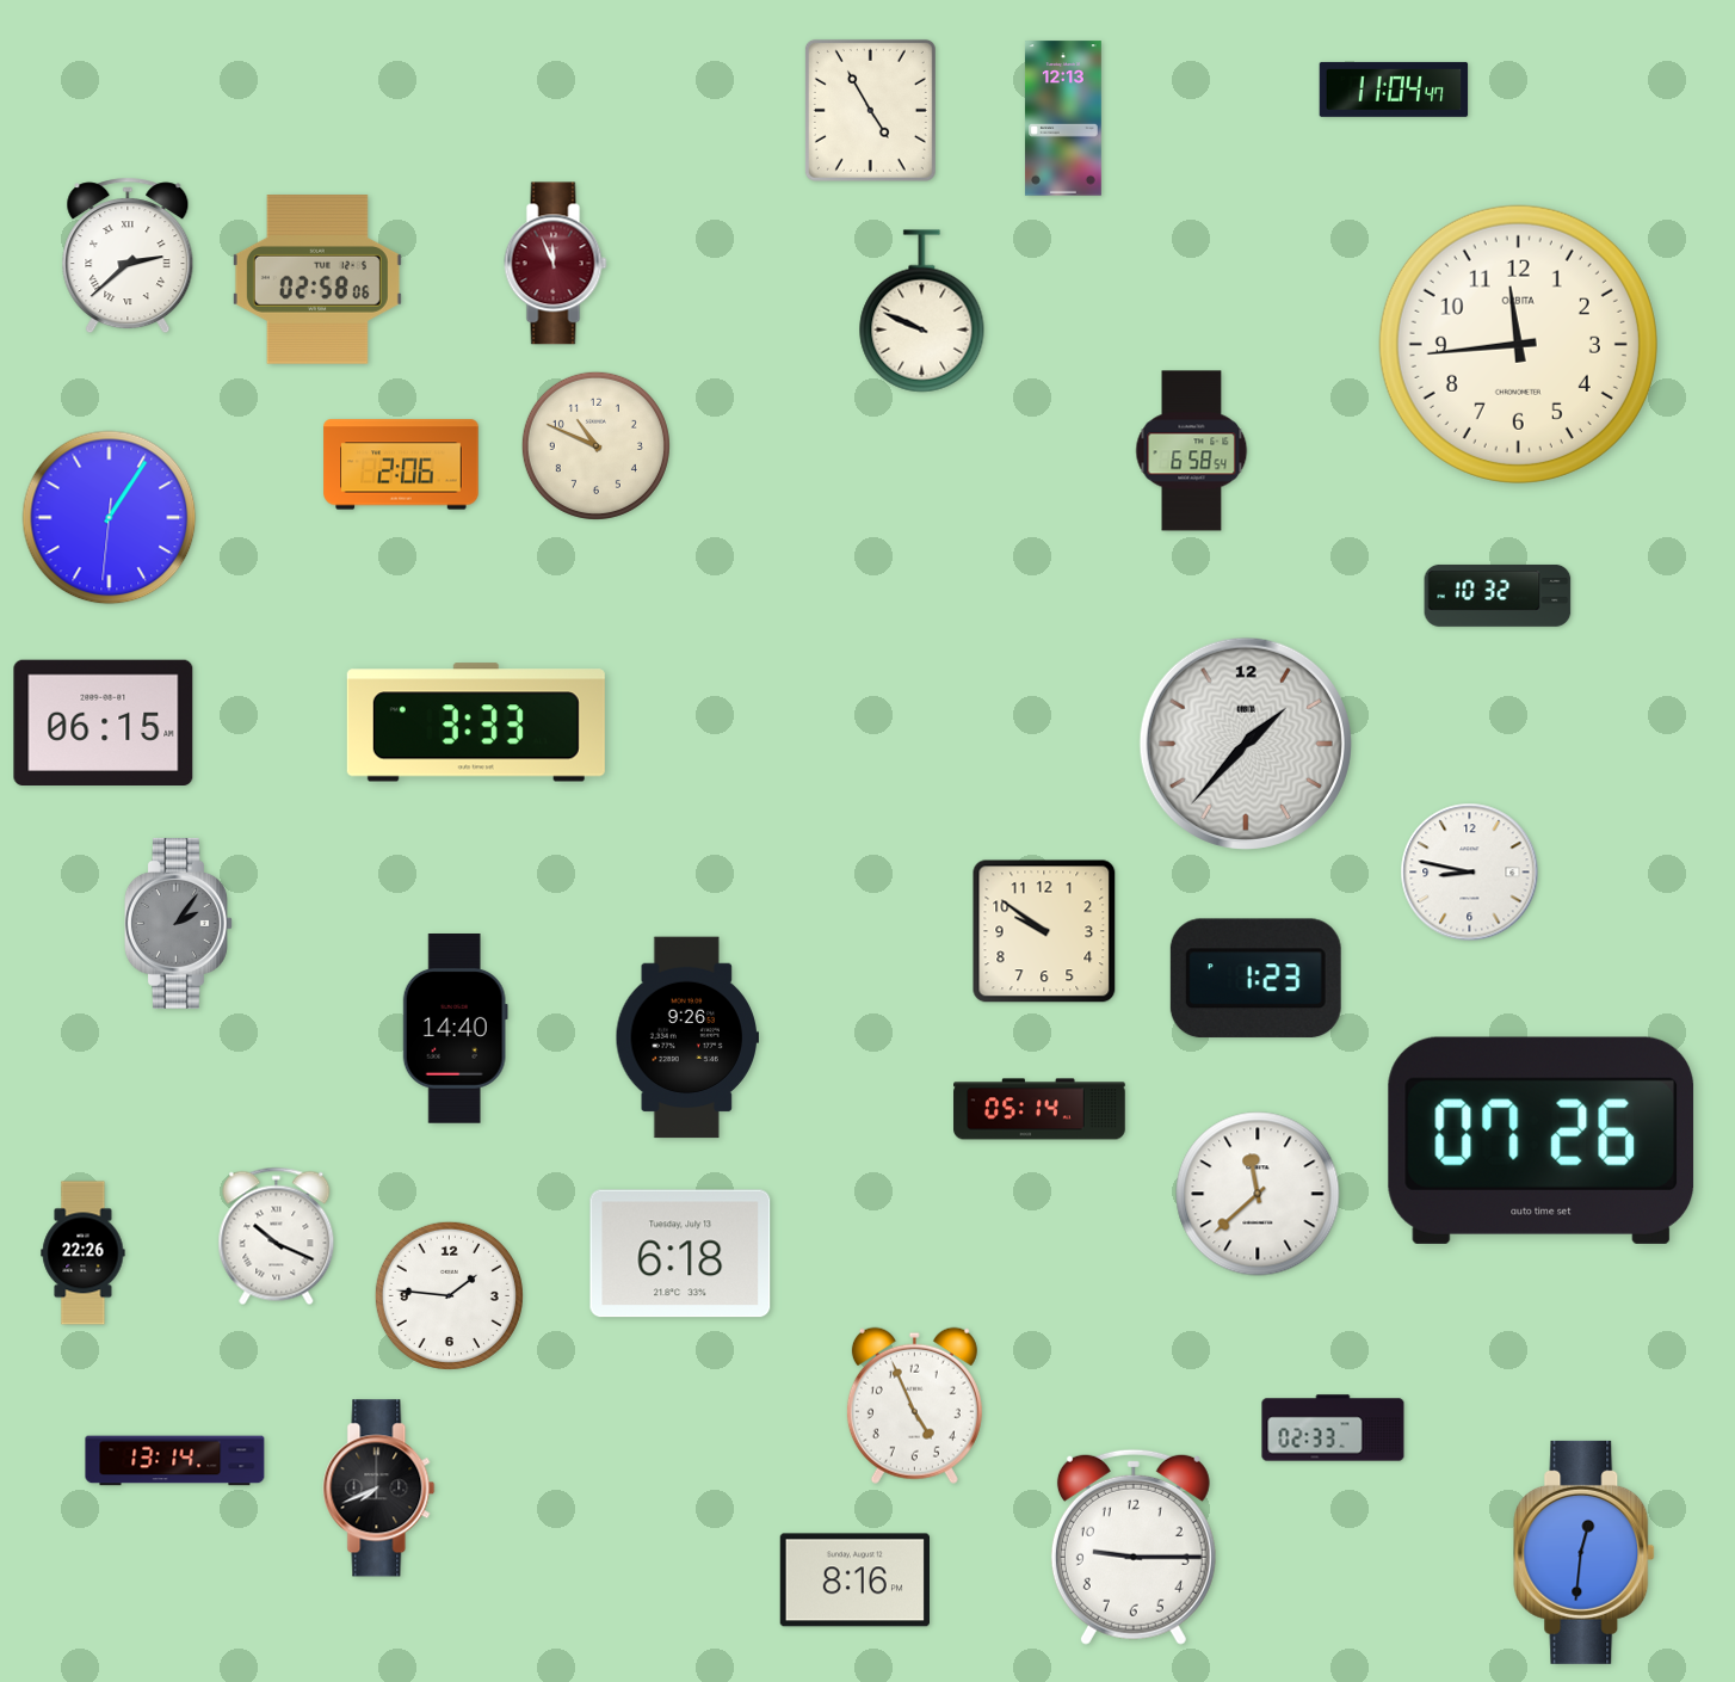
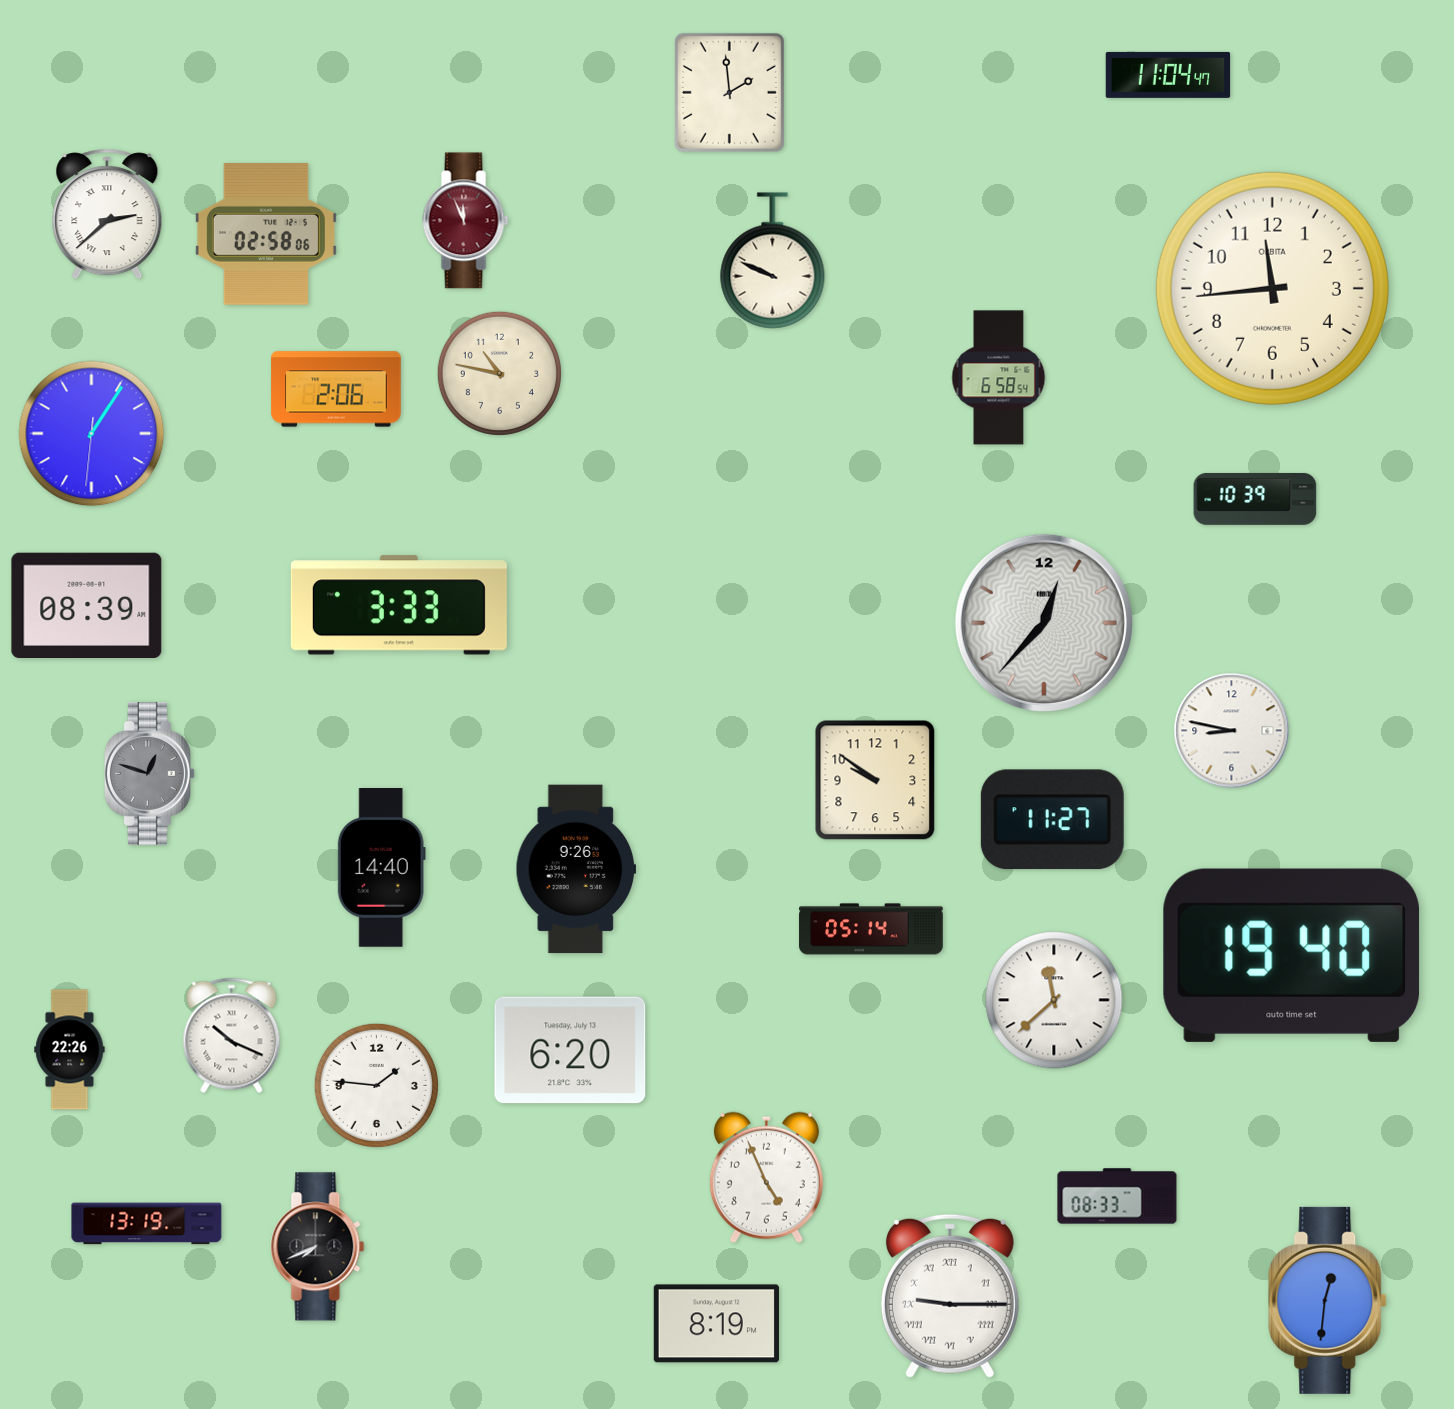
clock at (870, 110): 4:55 -> 1:59
clock at (1063, 118): 12:13 -> none
clock at (595, 445): 10:49 -> 10:47
clock at (1498, 596): 10:32 -> 10:39
clock at (104, 722): 06:15 -> 08:39
clock at (1246, 744): 1:37 -> 12:37
clock at (178, 923): 2:06 -> 12:48
clock at (1255, 979): 1:23 -> 11:27
clock at (455, 1029) position: (455, 1029) -> (381, 868)
clock at (1542, 1140): 07:26 -> 19:40
clock at (680, 1253): 6:18 -> 6:20
clock at (1333, 1428): 02:33 -> 08:33
clock at (175, 1461): 13:14 -> 13:19
clock at (1134, 1547) numerals: Arabic -> Roman
clock at (854, 1581): 8:16 -> 8:19
